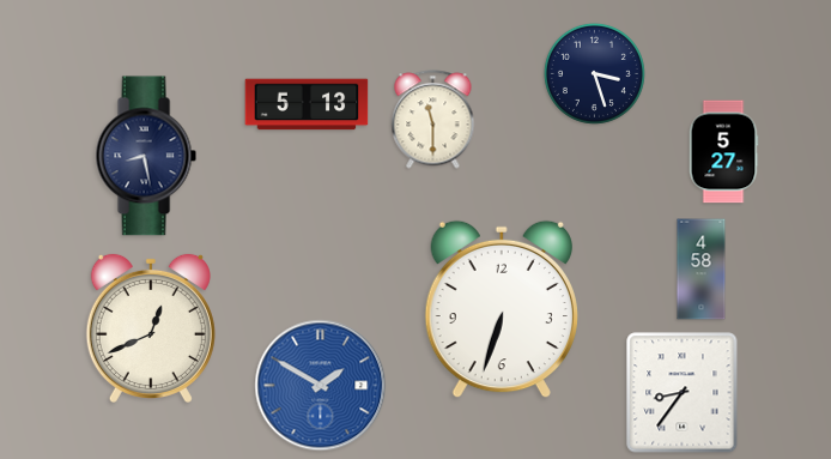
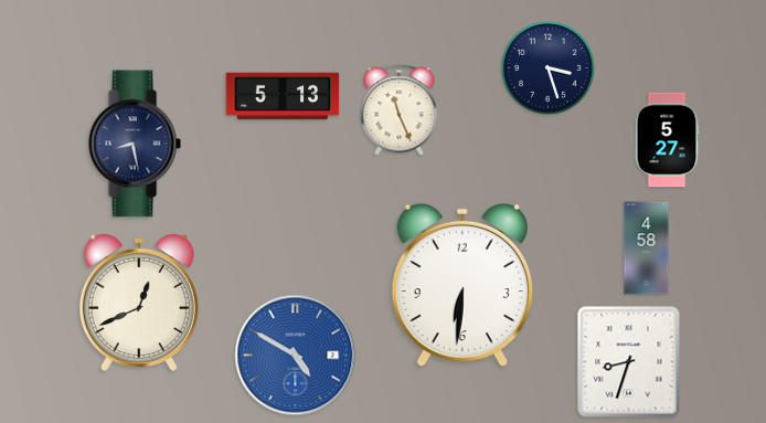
clock at (433, 120): 11:30 -> 11:26
clock at (502, 309): 6:33 -> 6:31
clock at (321, 386): 1:50 -> 4:50
clock at (683, 393): 8:36 -> 8:33
